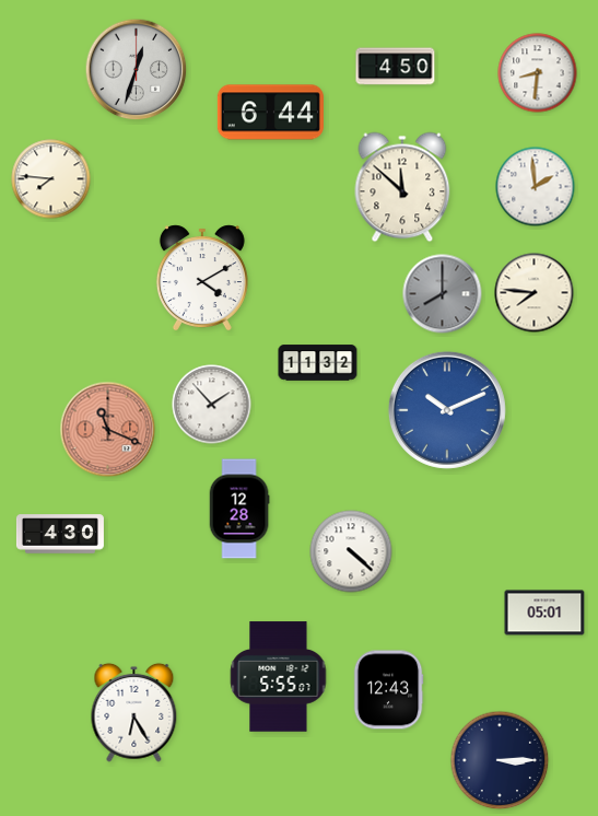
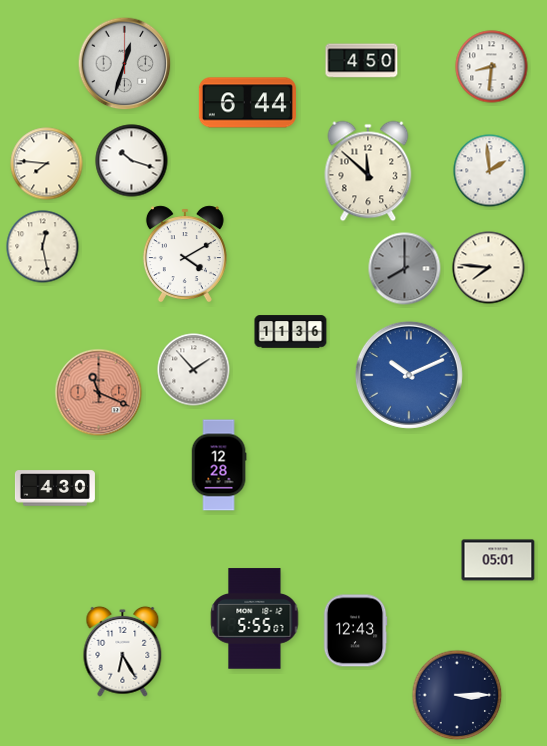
clock at (132, 161): none -> 10:18
clock at (43, 247): none -> 12:28
clock at (318, 363): 11:32 -> 11:36
clock at (351, 551): 4:22 -> none
